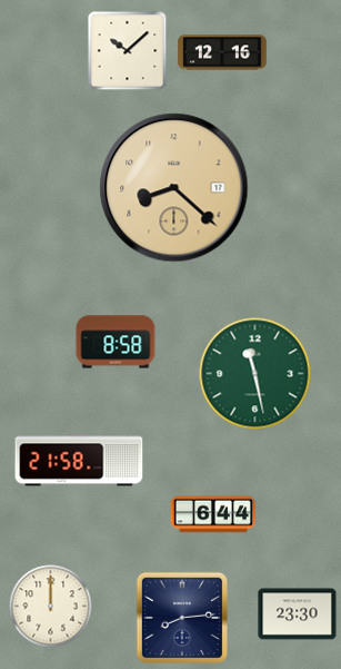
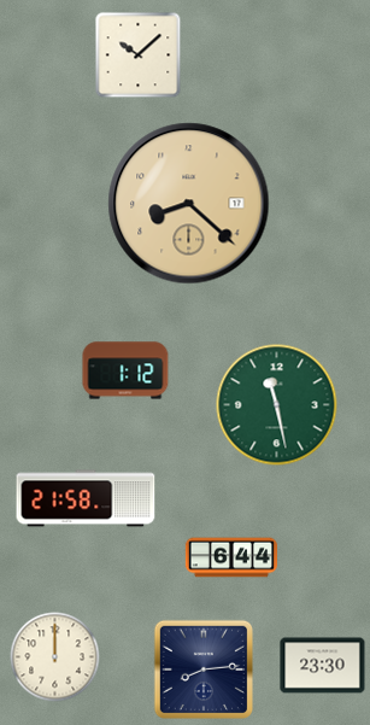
clock at (222, 52): 12:16 -> none
clock at (116, 342): 8:58 -> 1:12
clock at (181, 617) position: (181, 617) -> (202, 668)
